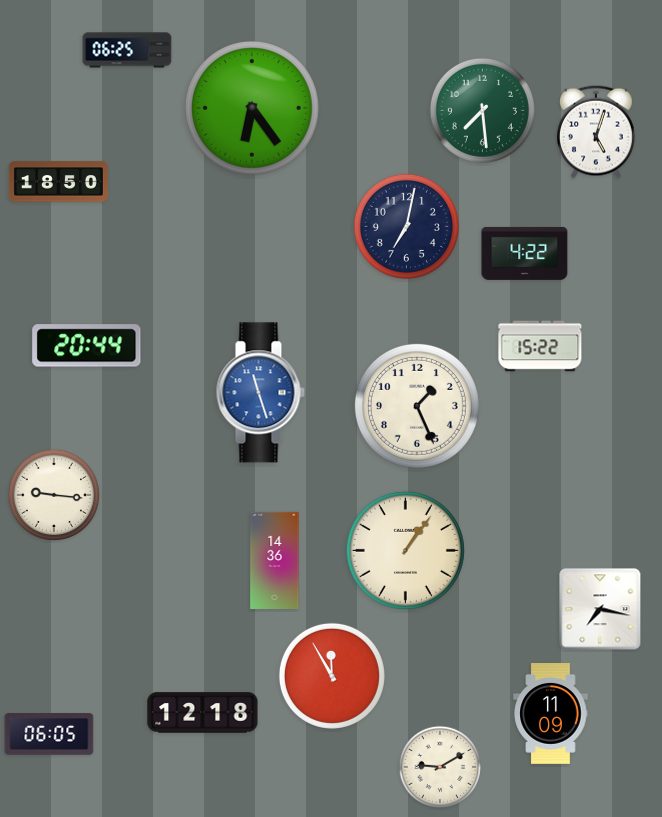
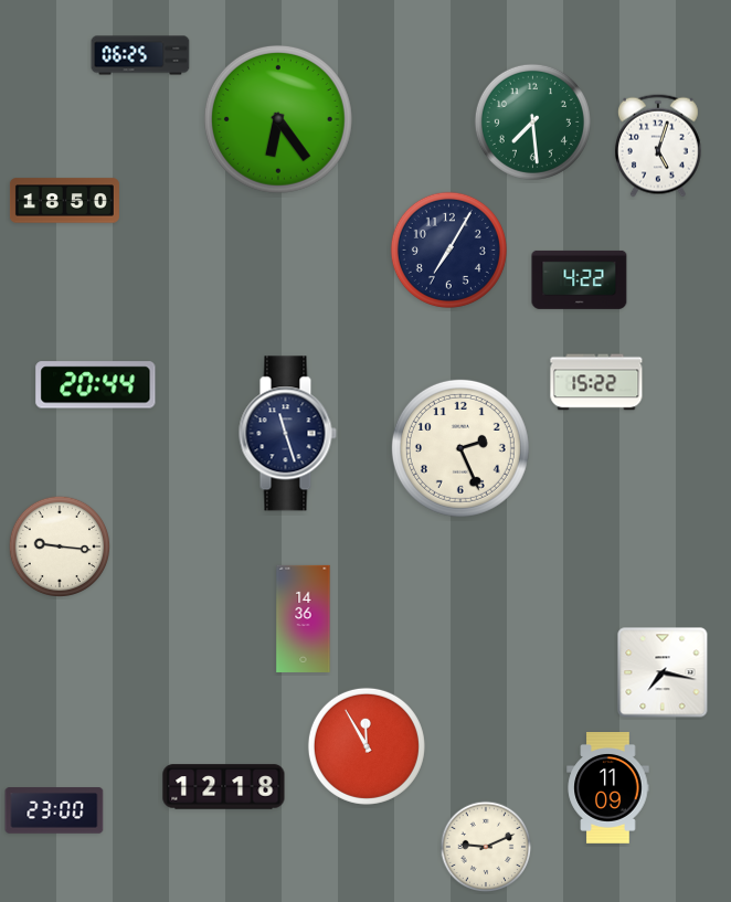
clock at (406, 226): 7:02 -> 7:05
clock at (87, 346) position: (87, 346) -> (96, 385)
clock at (260, 393) dial: blue -> navy
clock at (417, 406): 1:26 -> 2:26
clock at (405, 550): 1:06 -> none
clock at (49, 734): 06:05 -> 23:00
clock at (440, 767): 9:10 -> 9:11
